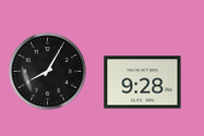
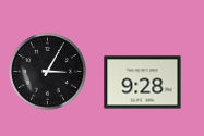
clock at (48, 72): 8:05 -> 3:05
